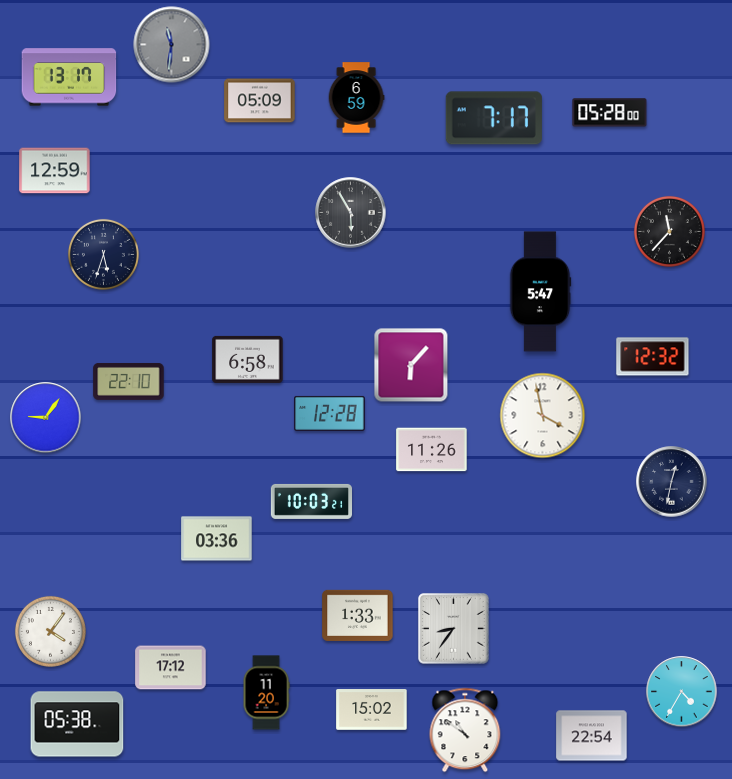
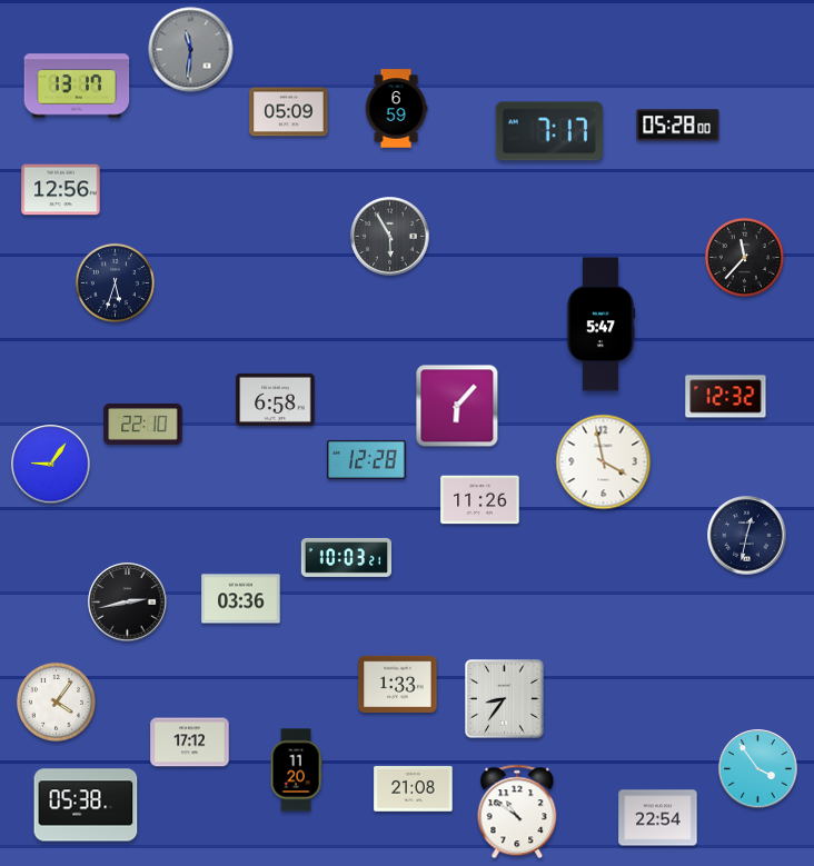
clock at (55, 171): 12:59 -> 12:56
clock at (128, 603): none -> 2:43
clock at (682, 692): 4:35 -> 3:54
clock at (372, 710): 15:02 -> 21:08
